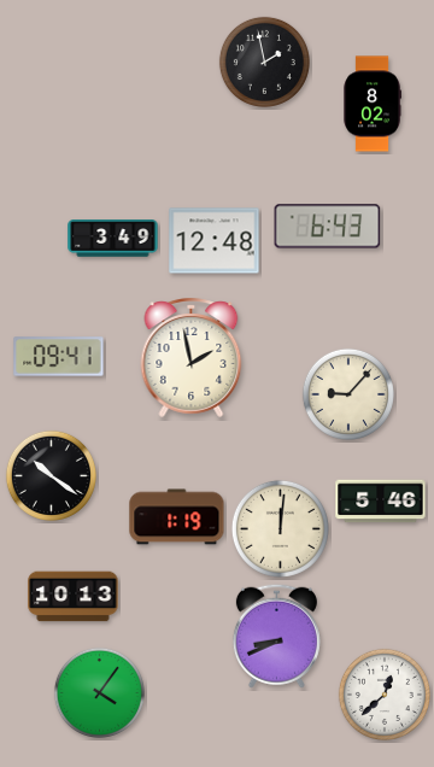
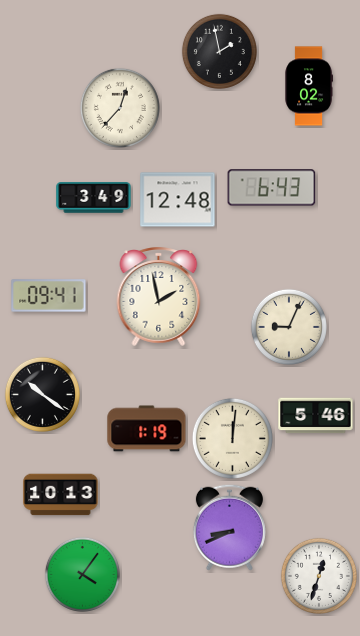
clock at (120, 108): none -> 12:37
clock at (348, 394): 9:07 -> 9:04
clock at (385, 695): 12:38 -> 12:33
